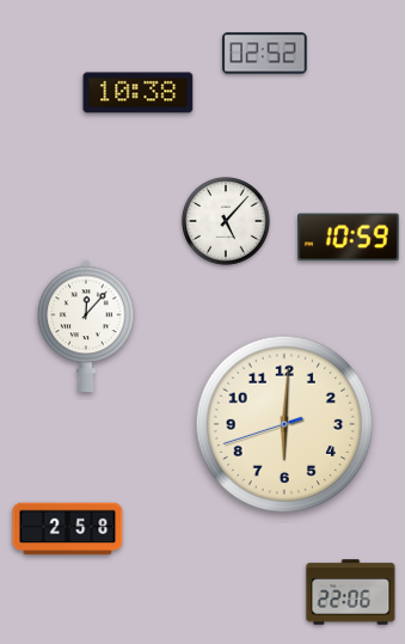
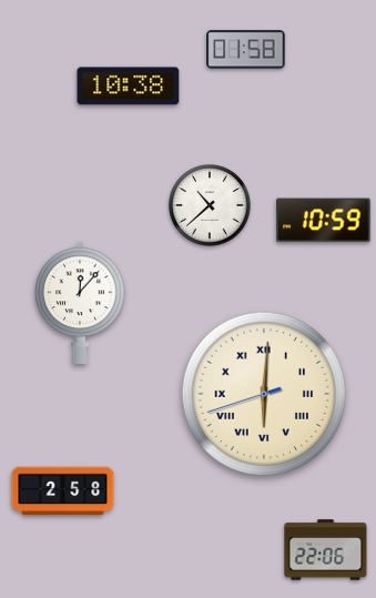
clock at (265, 54): 02:52 -> 01:58
clock at (226, 221): 5:07 -> 10:38
clock at (284, 424) numerals: Arabic -> Roman
